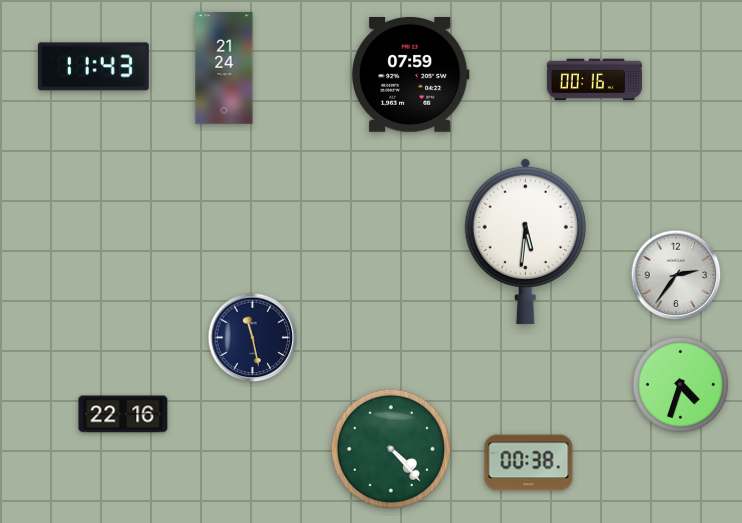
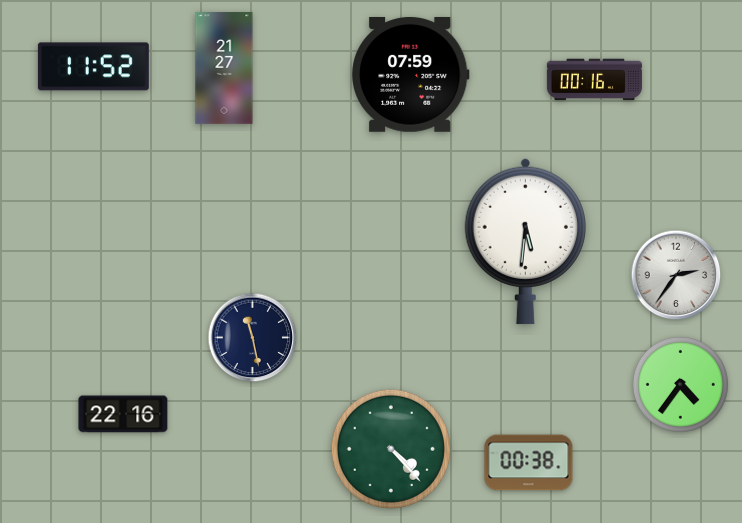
clock at (93, 67): 11:43 -> 11:52
clock at (224, 68): 21:24 -> 21:27
clock at (680, 384): 4:33 -> 4:36
